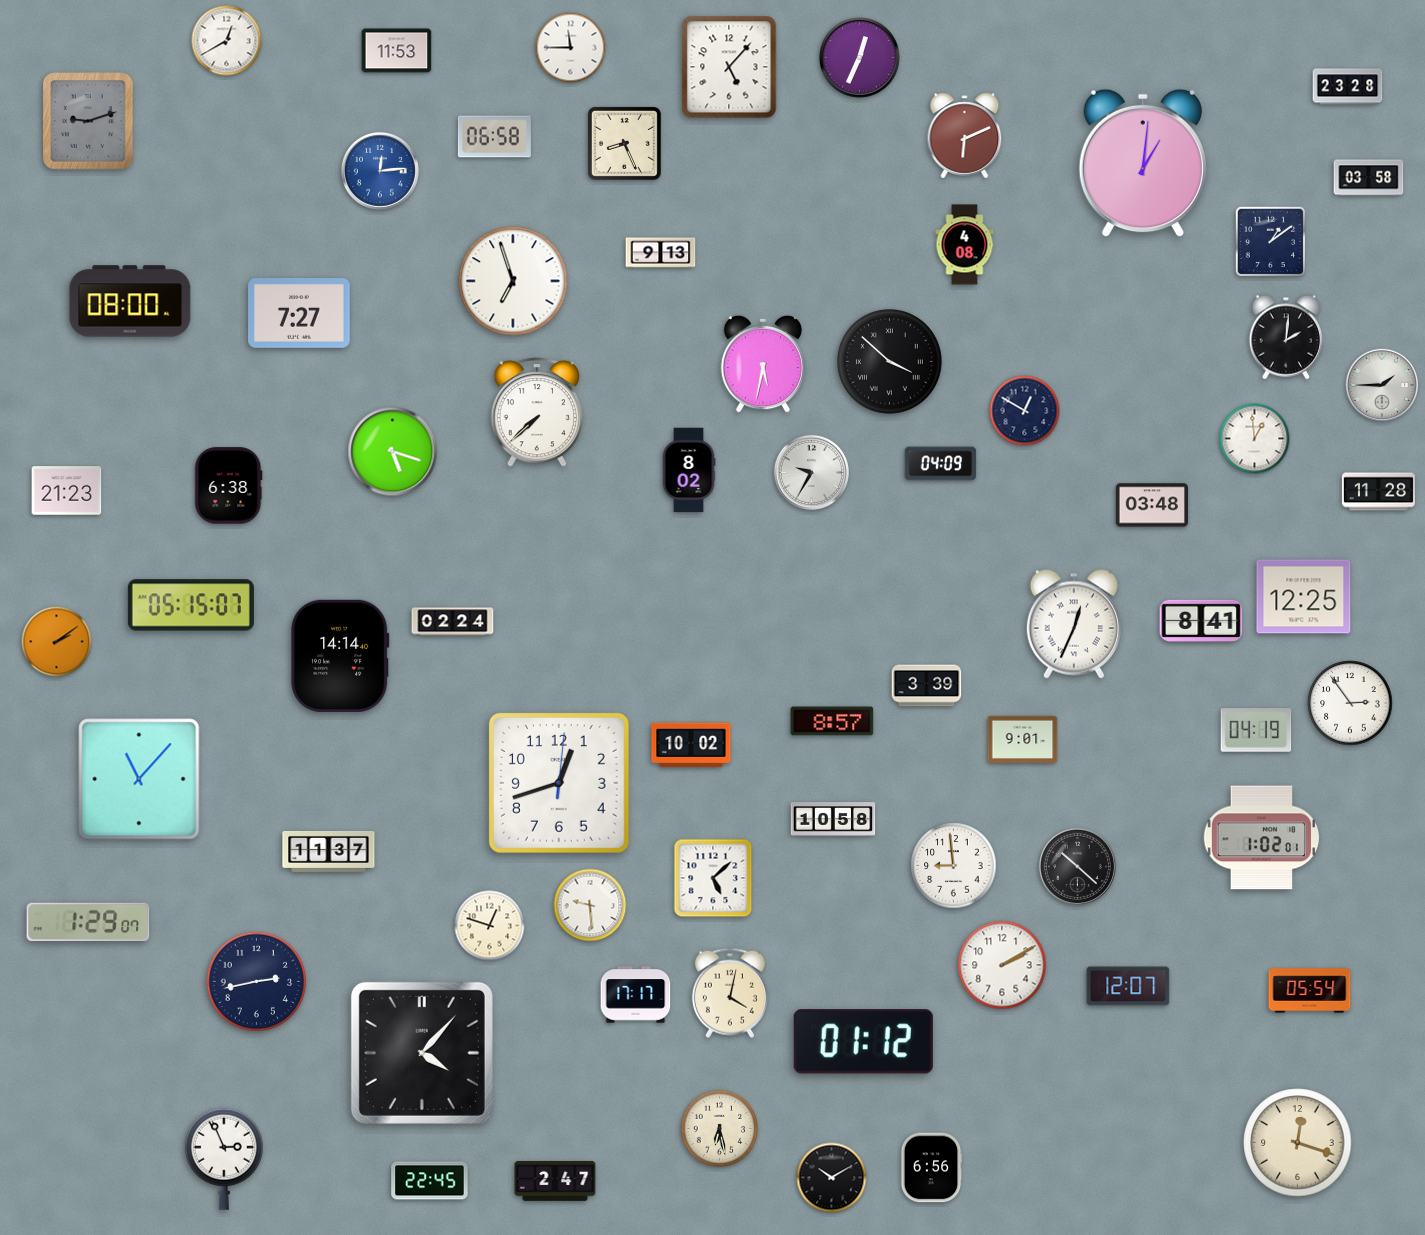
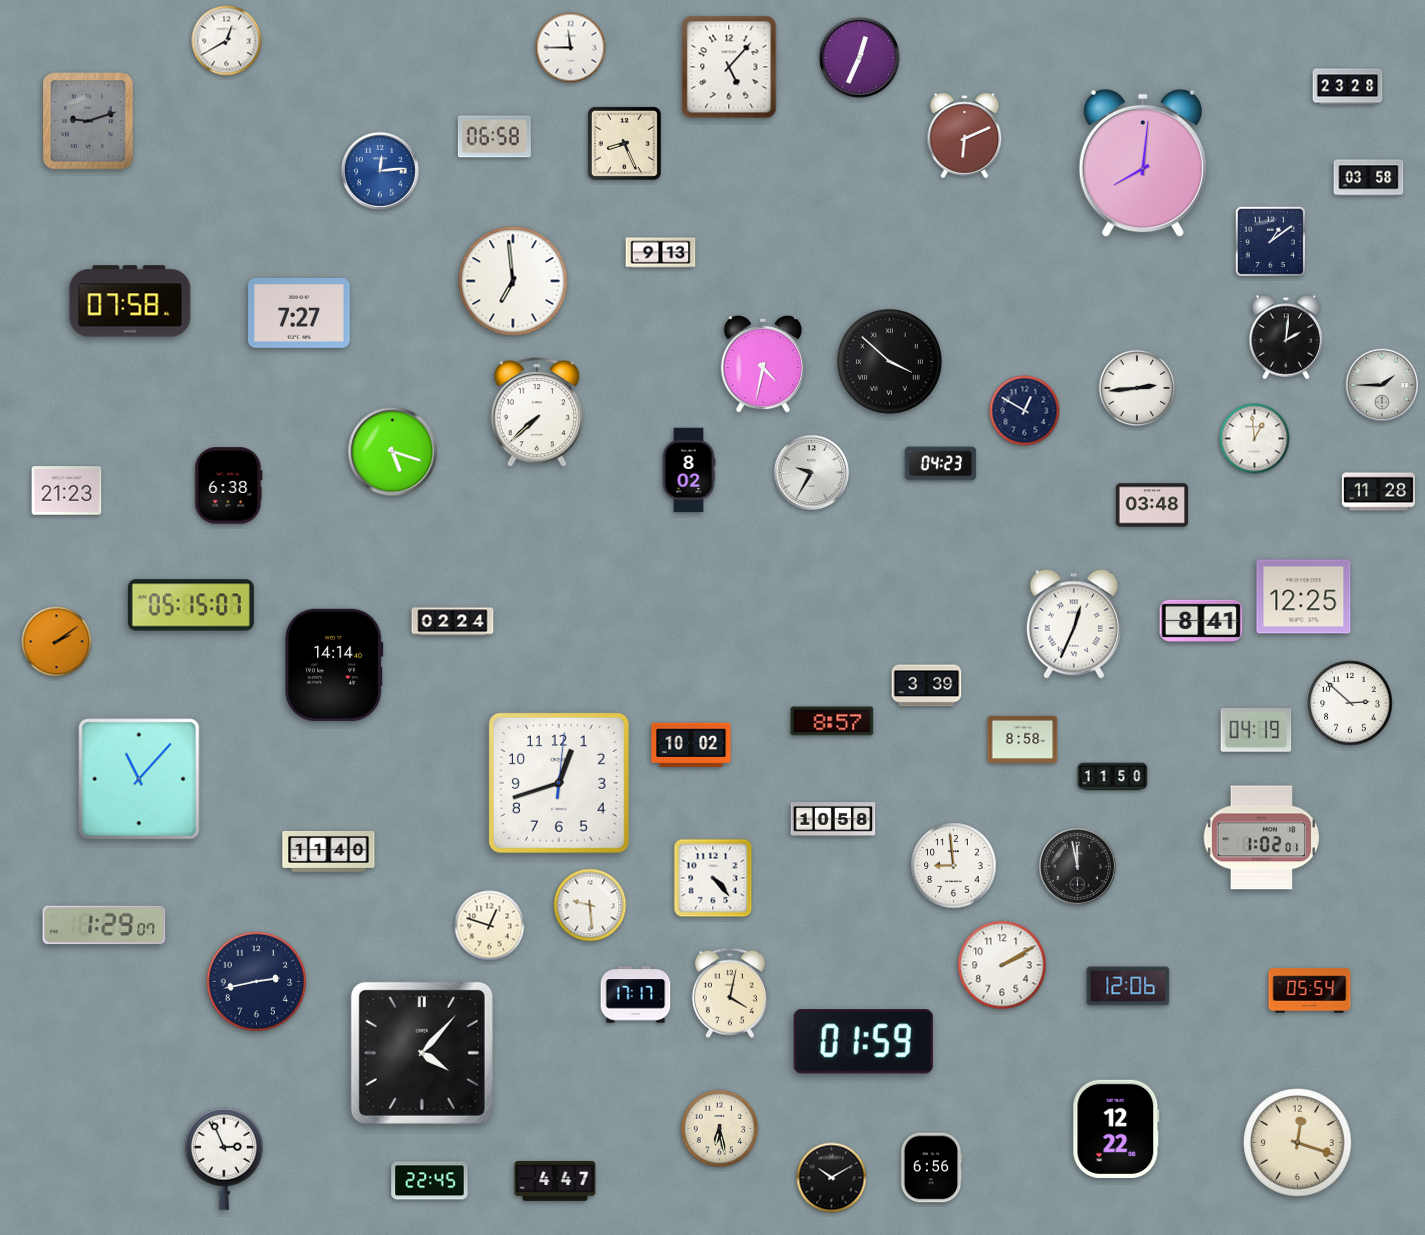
clock at (397, 51): 11:53 -> none
clock at (1143, 163): 1:01 -> 8:01
clock at (965, 245): 4:08 -> none
clock at (513, 281): 6:57 -> 6:59
clock at (130, 301): 08:00 -> 07:58
clock at (762, 364): 5:32 -> 4:32
clock at (1137, 388): none -> 2:44
clock at (941, 464): 04:09 -> 04:23
clock at (340, 656) position: (340, 656) -> (334, 665)
clock at (1350, 703): 2:54 -> 2:52
clock at (1023, 739): 9:01 -> 8:58
clock at (1113, 777): none -> 11:50
clock at (329, 851): 11:37 -> 11:40
clock at (1077, 866): 10:22 -> 11:58
clock at (713, 878): 5:08 -> 4:23
clock at (88, 922) position: (88, 922) -> (104, 925)
clock at (1128, 986): 12:07 -> 12:06
clock at (863, 1042): 01:12 -> 01:59
clock at (1116, 1128): none -> 12:22
clock at (555, 1181): 2:47 -> 4:47
